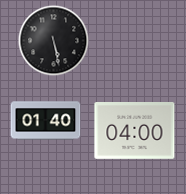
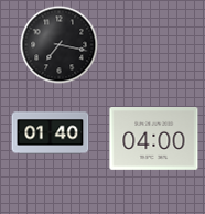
clock at (54, 41): 5:28 -> 7:17
clock at (135, 131) position: (135, 131) -> (154, 139)
